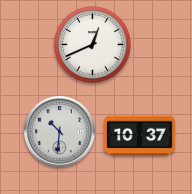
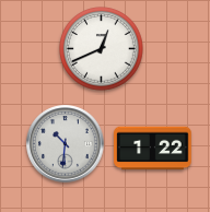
clock at (140, 136): 10:37 -> 1:22
